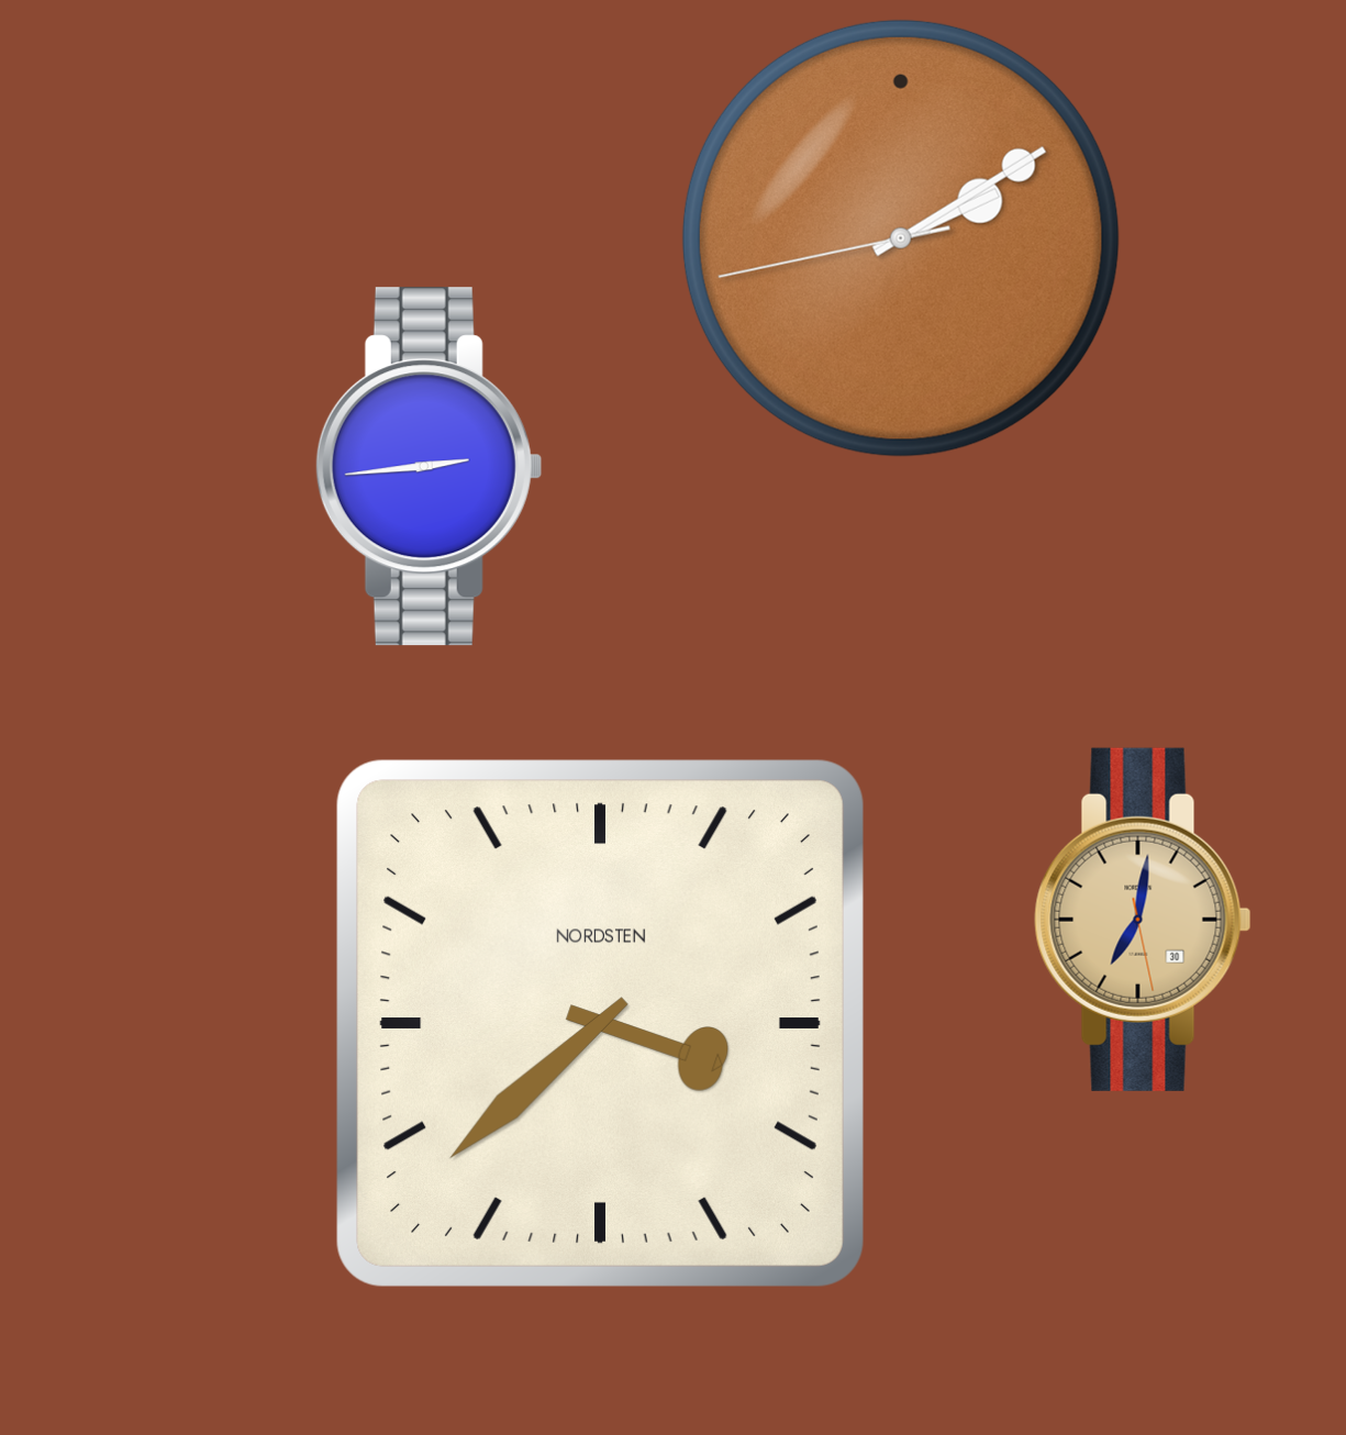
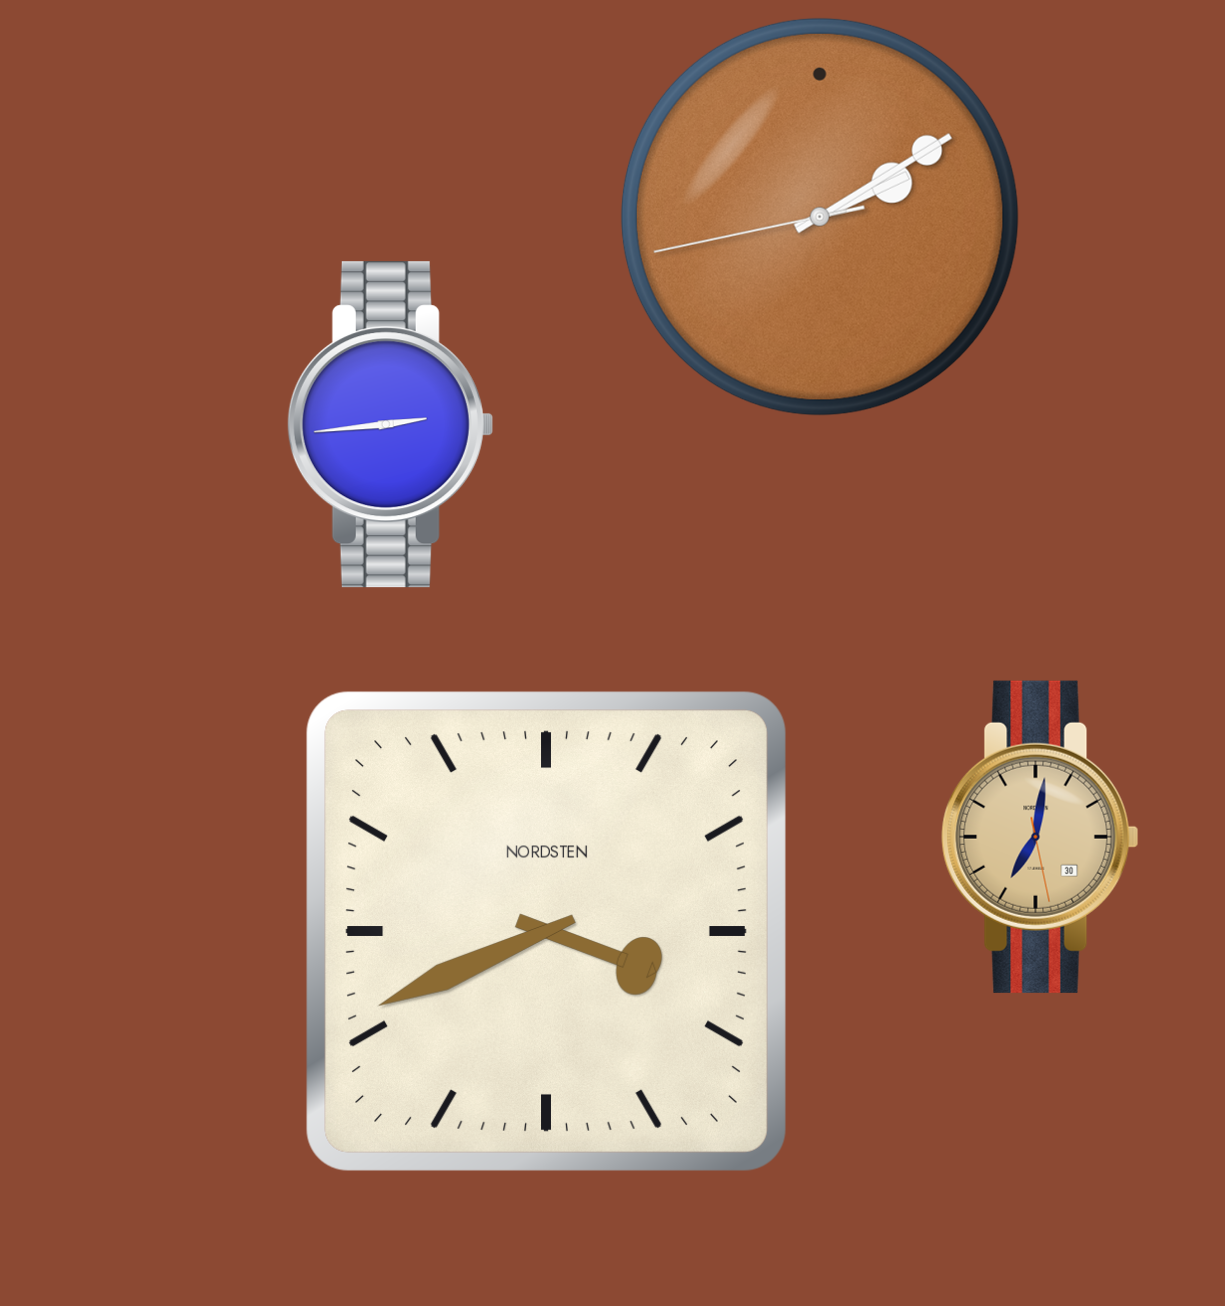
clock at (600, 1023): 3:38 -> 3:41
